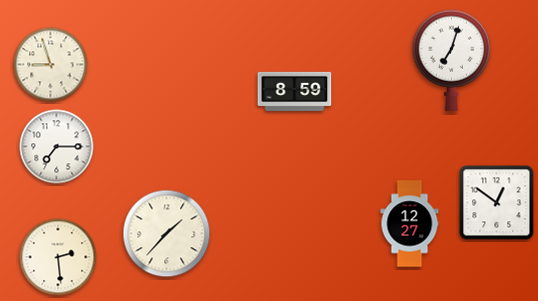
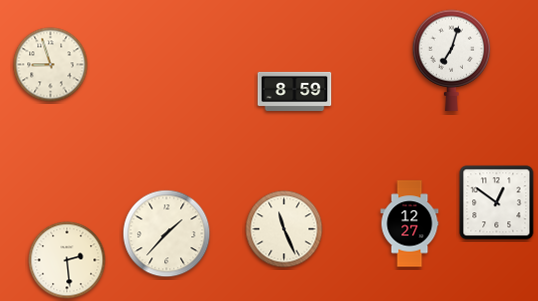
clock at (57, 147): 7:15 -> none
clock at (284, 229): none -> 11:26
clock at (58, 257) position: (58, 257) -> (67, 260)
